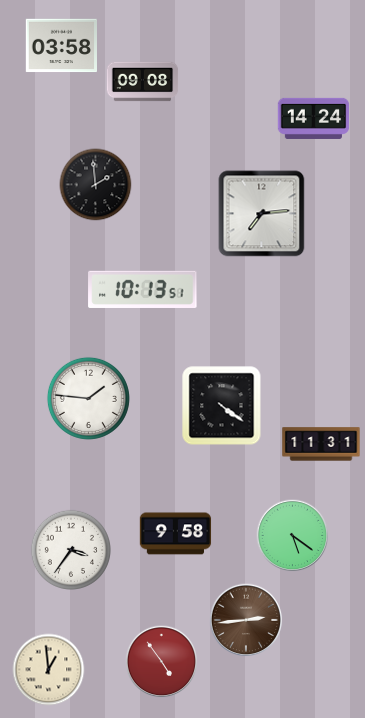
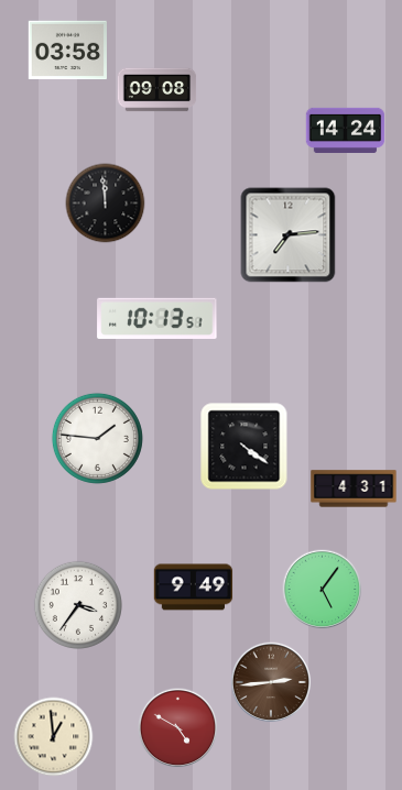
clock at (96, 185): 1:59 -> 11:59
clock at (321, 444): 11:31 -> 4:31
clock at (176, 534): 9:58 -> 9:49
clock at (293, 536): 5:21 -> 5:06
clock at (162, 662): 4:54 -> 4:50
